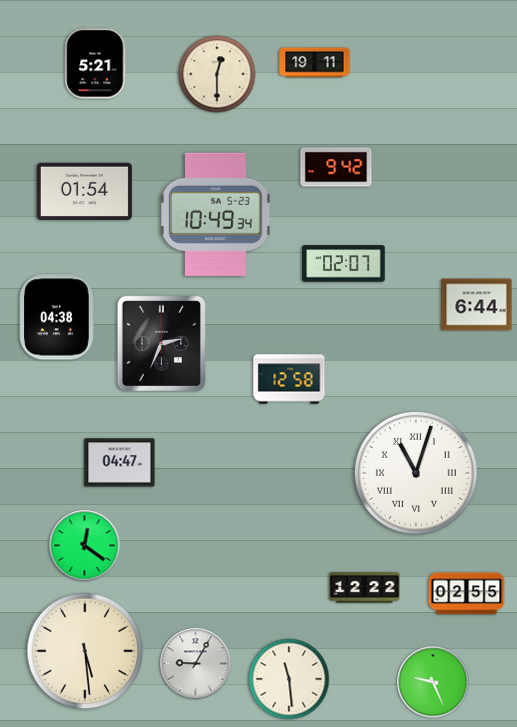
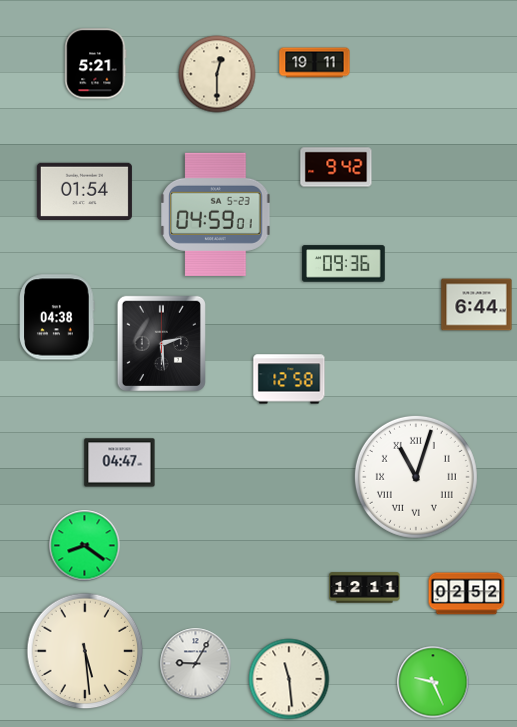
clock at (216, 214): 10:49 -> 04:59
clock at (344, 264): 02:07 -> 09:36
clock at (161, 343): 2:34 -> 2:29
clock at (416, 473) position: (416, 473) -> (416, 477)
clock at (85, 546): 12:21 -> 8:21
clock at (365, 588): 12:22 -> 12:11
clock at (467, 594): 02:55 -> 02:52
